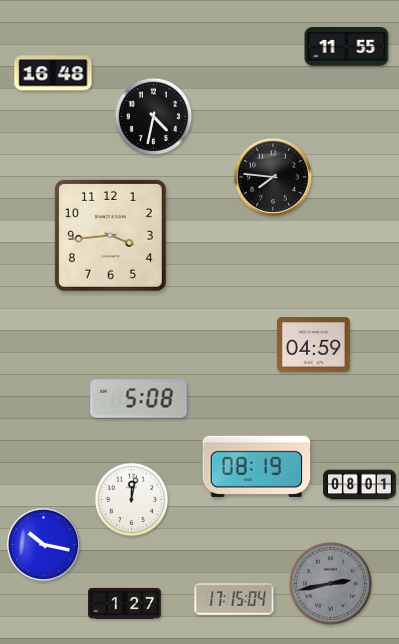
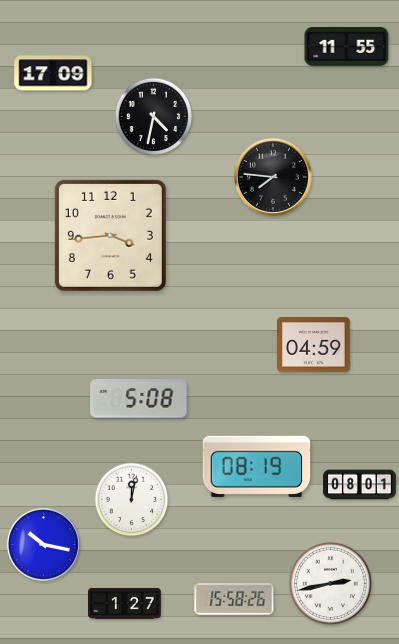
clock at (53, 73): 16:48 -> 17:09
clock at (330, 583) dial: grey -> white
clock at (234, 599): 17:15 -> 15:58
